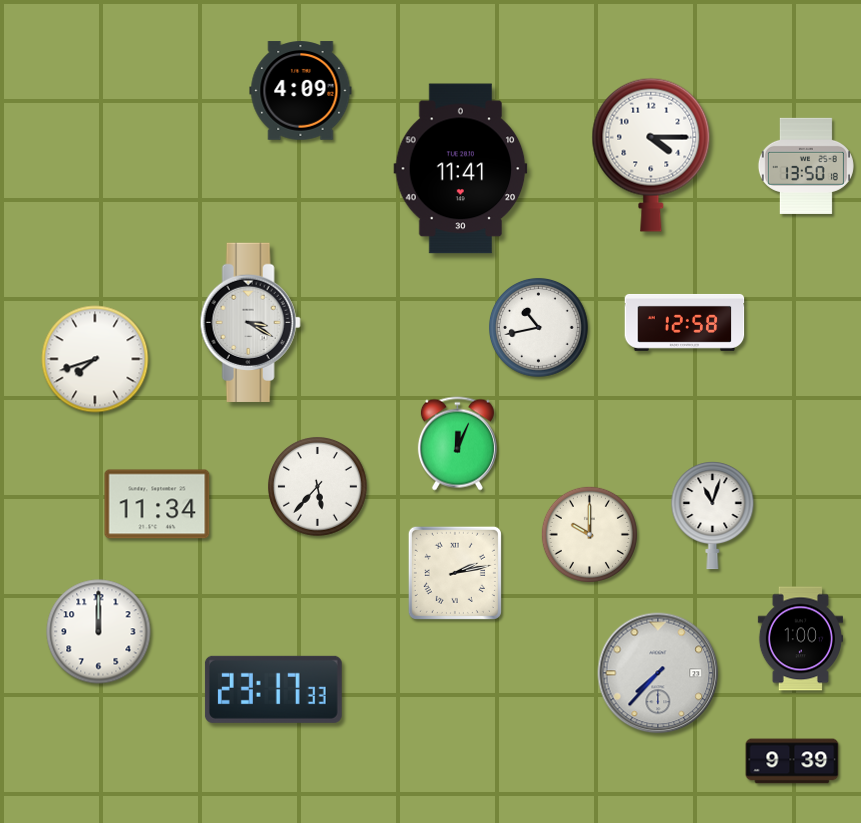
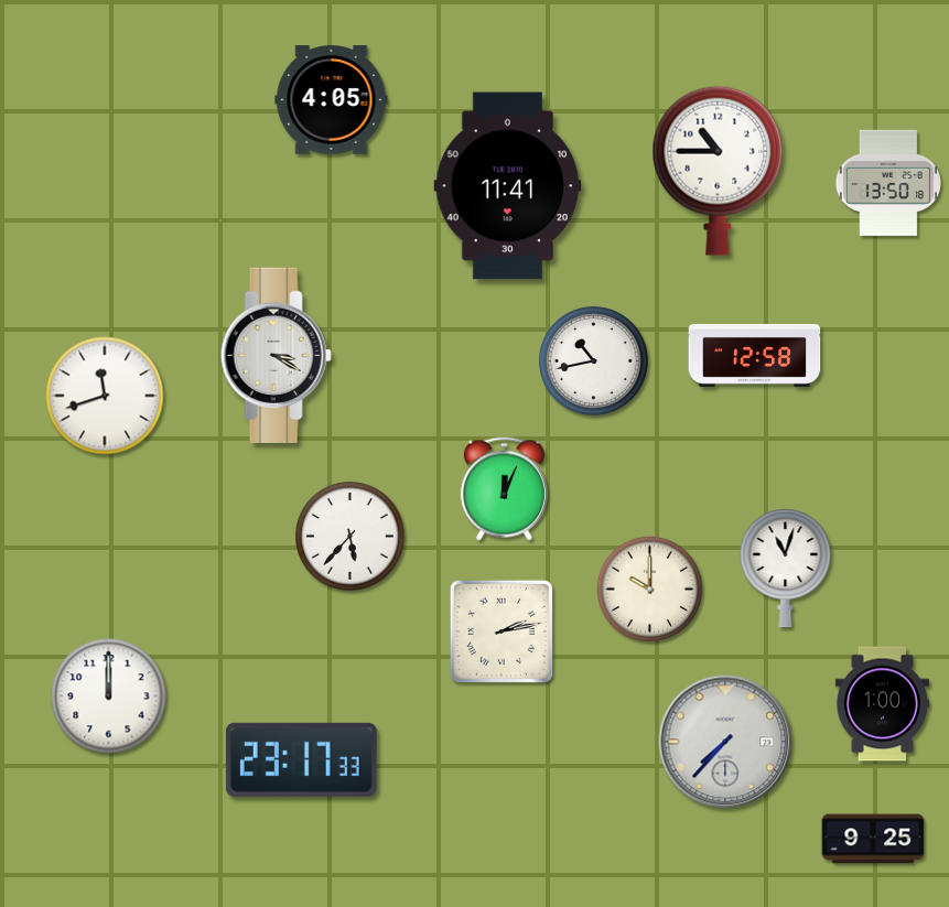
clock at (301, 91): 4:09 -> 4:05
clock at (651, 155): 4:15 -> 10:45
clock at (95, 359): 7:42 -> 11:42
clock at (157, 504): 11:34 -> none
clock at (792, 761): 9:39 -> 9:25
